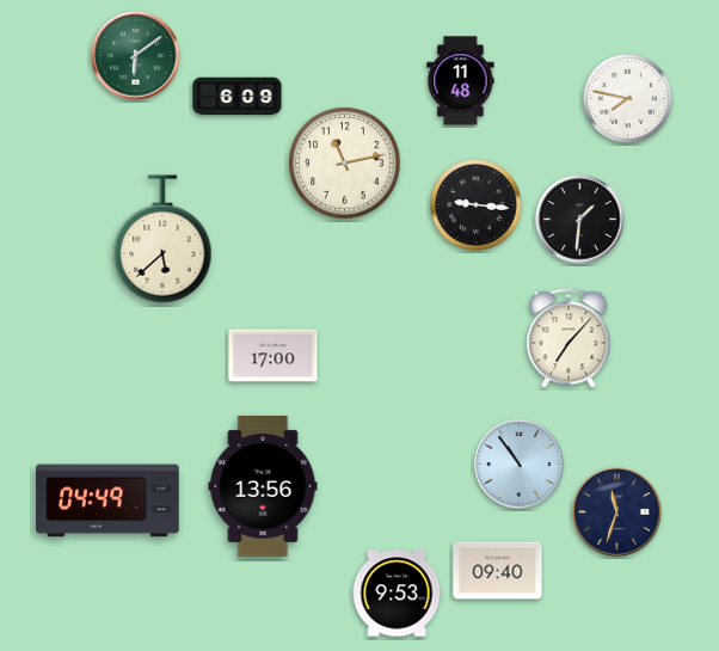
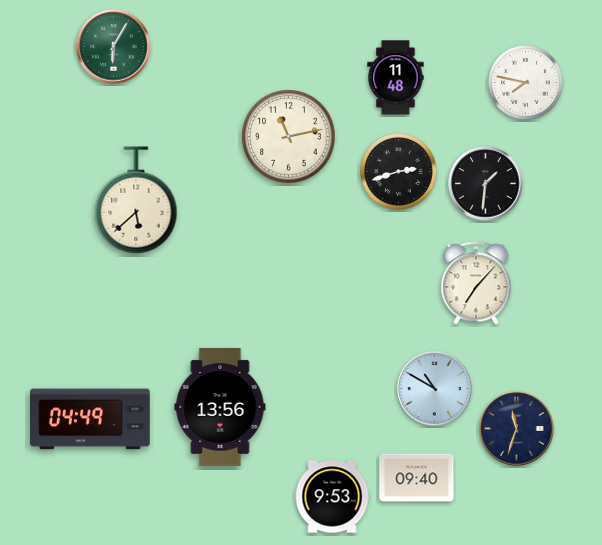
clock at (136, 56): 6:09 -> 6:05
clock at (461, 81) position: (461, 81) -> (396, 78)
clock at (238, 97): 6:09 -> none
clock at (477, 205): 9:16 -> 2:42
clock at (274, 356): 17:00 -> none
clock at (520, 465): 10:54 -> 10:50
